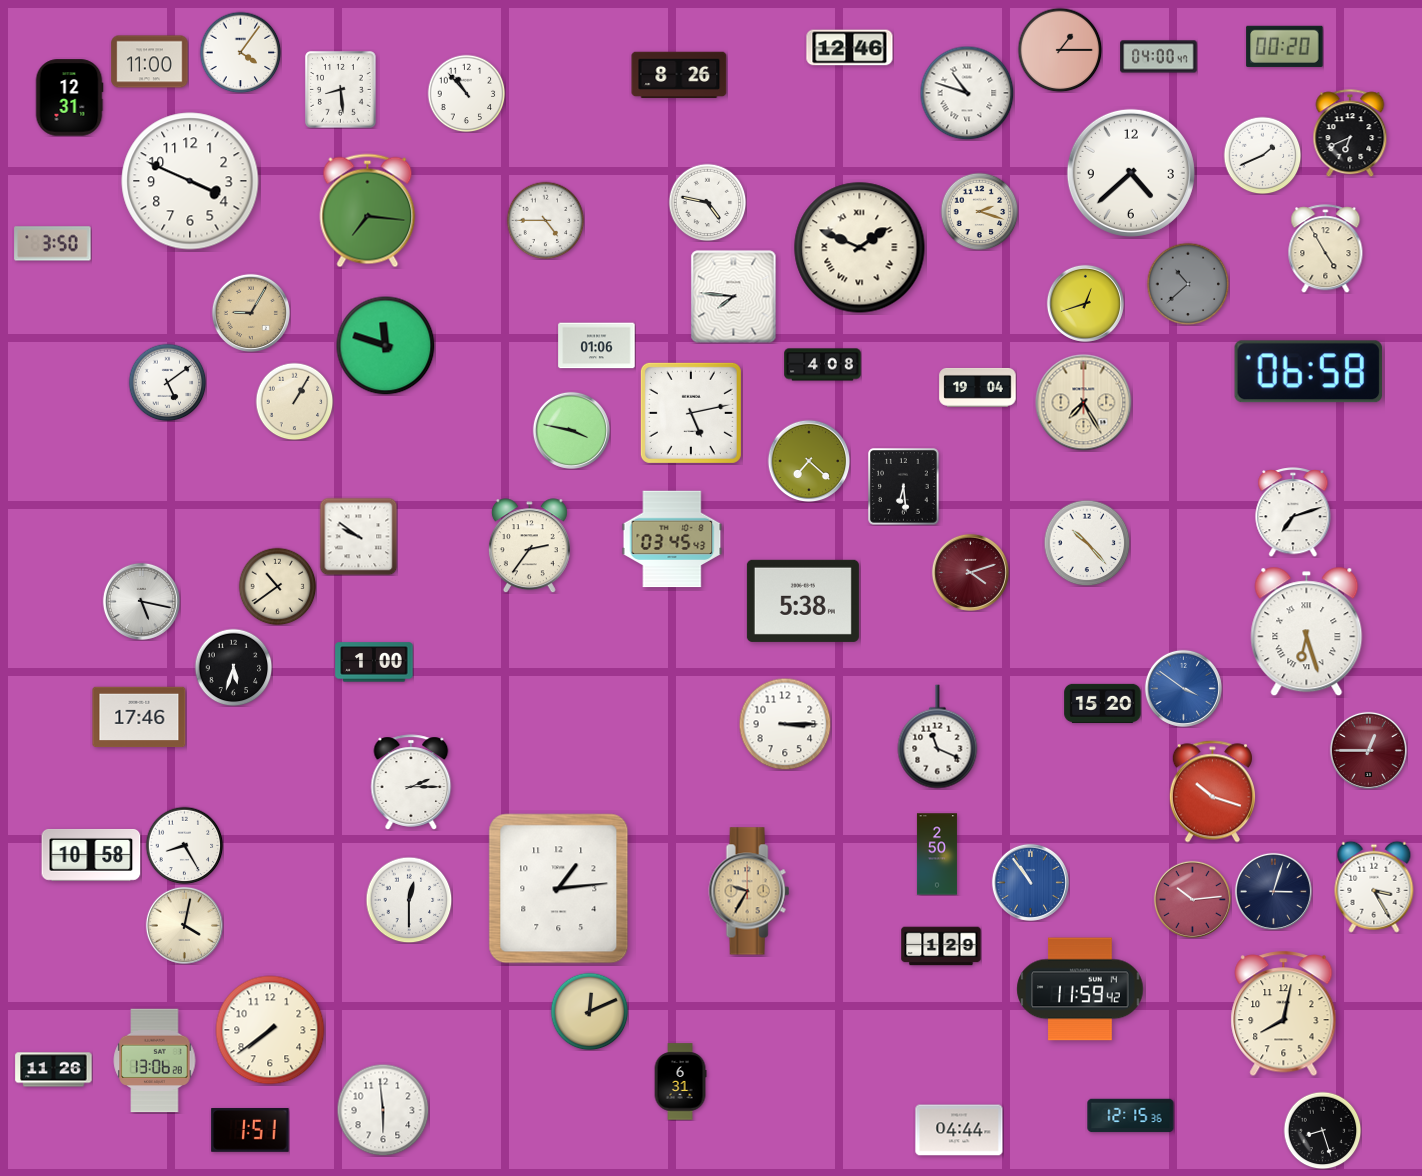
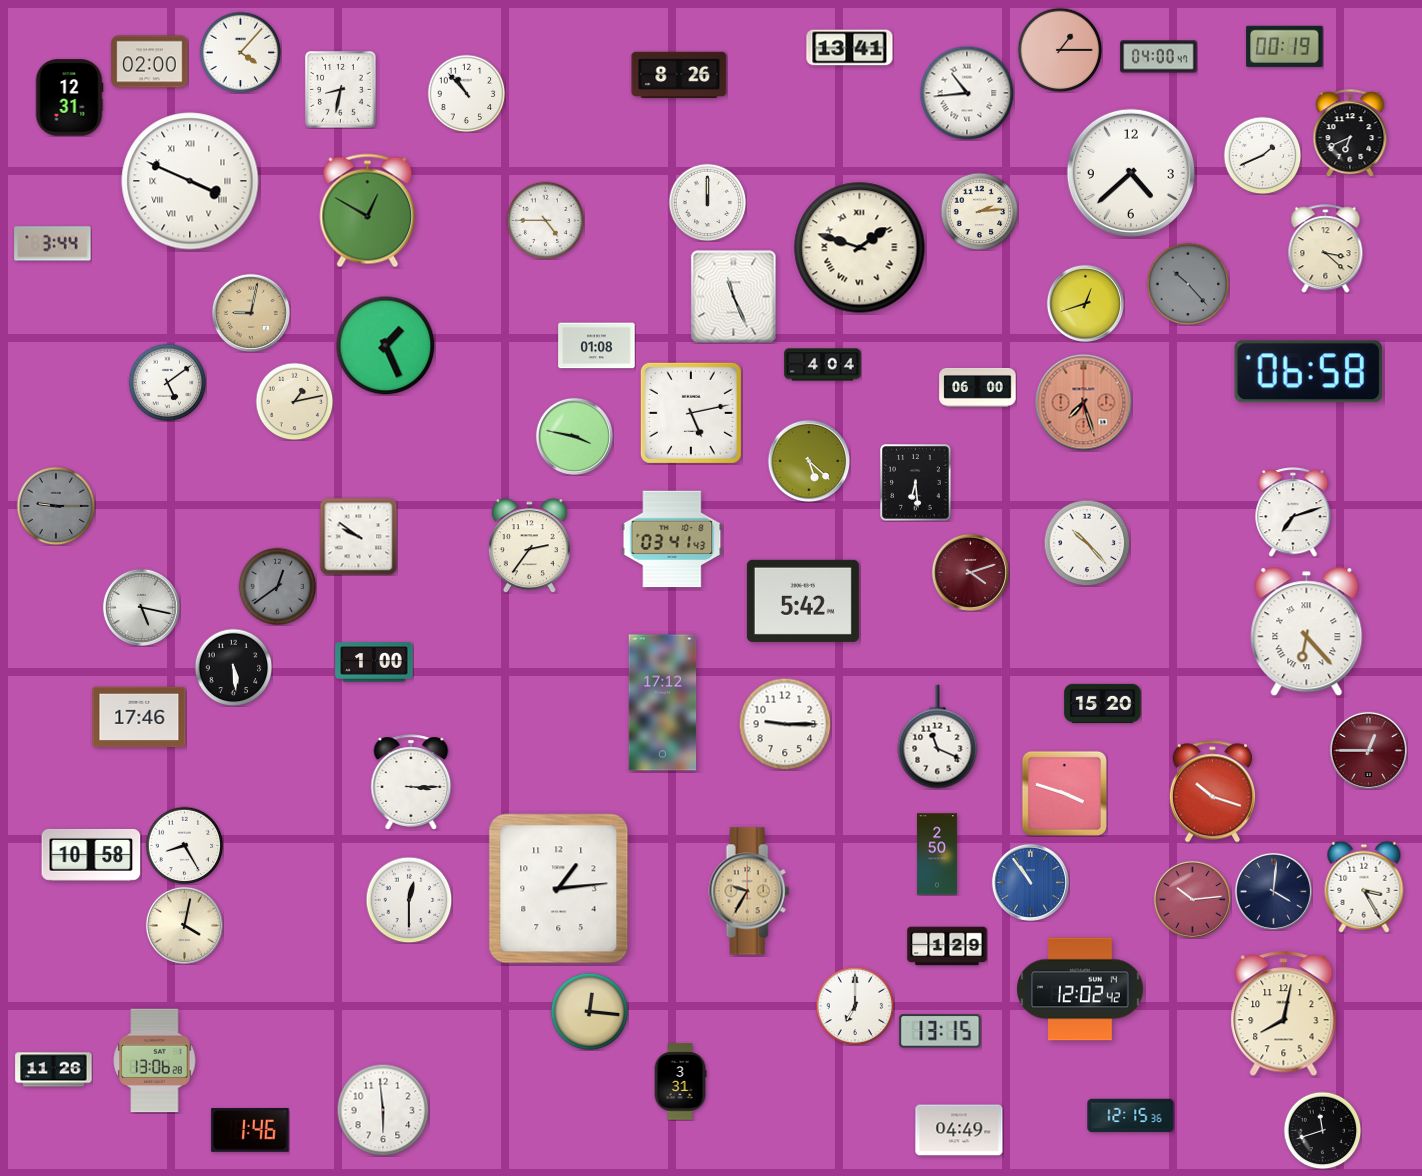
clock at (1285, 46): 00:20 -> 00:19
clock at (850, 48): 12:46 -> 13:41
clock at (240, 52): 4:06 -> 4:07
clock at (150, 62): 11:00 -> 02:00
clock at (341, 90): 8:29 -> 8:32
clock at (967, 93): 10:48 -> 10:44
clock at (190, 181) numerals: Arabic -> Roman
clock at (707, 202): 4:47 -> 12:00
clock at (368, 211): 7:16 -> 12:50
clock at (979, 211): 2:18 -> 2:14
clock at (53, 244): 3:50 -> 3:44
clock at (860, 248): 1:49 -> 1:48
clock at (1326, 249): 4:55 -> 3:22
clock at (1188, 284): 10:38 -> 10:23
clock at (734, 297): 7:46 -> 11:26
clock at (251, 313): 9:05 -> 9:02
clock at (386, 346): 11:48 -> 1:26
clock at (597, 346): 01:06 -> 01:08
clock at (823, 365): 4:08 -> 4:04
clock at (978, 387): 19:04 -> 06:00
clock at (294, 401): 1:05 -> 1:13
clock at (1084, 403): 7:25 -> 7:27
clock at (1084, 403) dial: cream -> salmon
clock at (571, 430) position: (571, 430) -> (574, 436)
clock at (809, 461): 7:22 -> 5:22
clock at (904, 487) position: (904, 487) -> (916, 483)
clock at (56, 506): none -> 9:15
clock at (672, 539): 03:45 -> 03:41
clock at (277, 586): 10:39 -> 12:39
clock at (277, 586) dial: cream -> grey
clock at (141, 601) position: (141, 601) -> (141, 607)
clock at (803, 601): 5:38 -> 5:42
clock at (1307, 632): 6:27 -> 6:23
clock at (233, 667): 5:33 -> 5:29
clock at (1183, 688): 3:51 -> none
clock at (663, 703): none -> 17:12
clock at (785, 724): 3:15 -> 9:15
clock at (411, 782): 2:15 -> 3:15
clock at (1064, 793): none -> 3:48
clock at (1374, 887) position: (1374, 887) -> (1364, 887)
clock at (1273, 891): 3:03 -> 4:01
clock at (941, 946) position: (941, 946) -> (947, 946)
clock at (1080, 989): 11:59 -> 12:02
clock at (855, 1006): none -> 7:00
clock at (589, 1011): 12:11 -> 12:16
clock at (270, 1030): 7:39 -> none
clock at (940, 1031): none -> 13:15
clock at (680, 1082): 6:31 -> 3:31
clock at (959, 1130): 04:44 -> 04:49
clock at (1322, 1130): 8:27 -> 11:42
clock at (250, 1131): 1:51 -> 1:46
